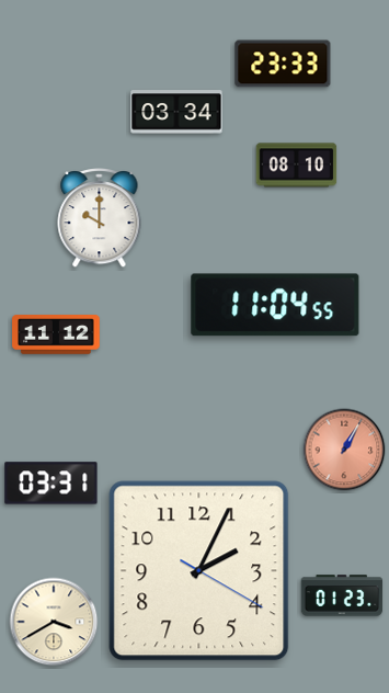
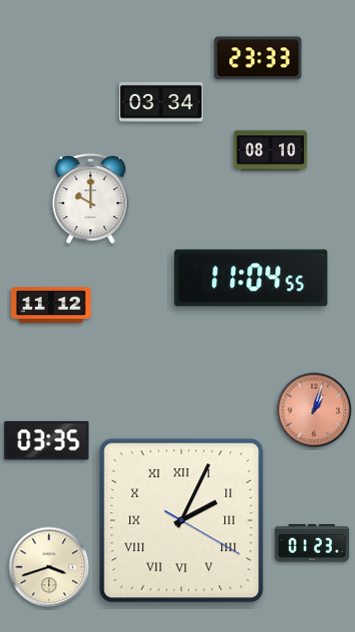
clock at (344, 450): 1:05 -> 1:03
clock at (52, 484): 03:31 -> 03:35
clock at (199, 571) numerals: Arabic -> Roman
clock at (54, 622): 3:40 -> 3:42
